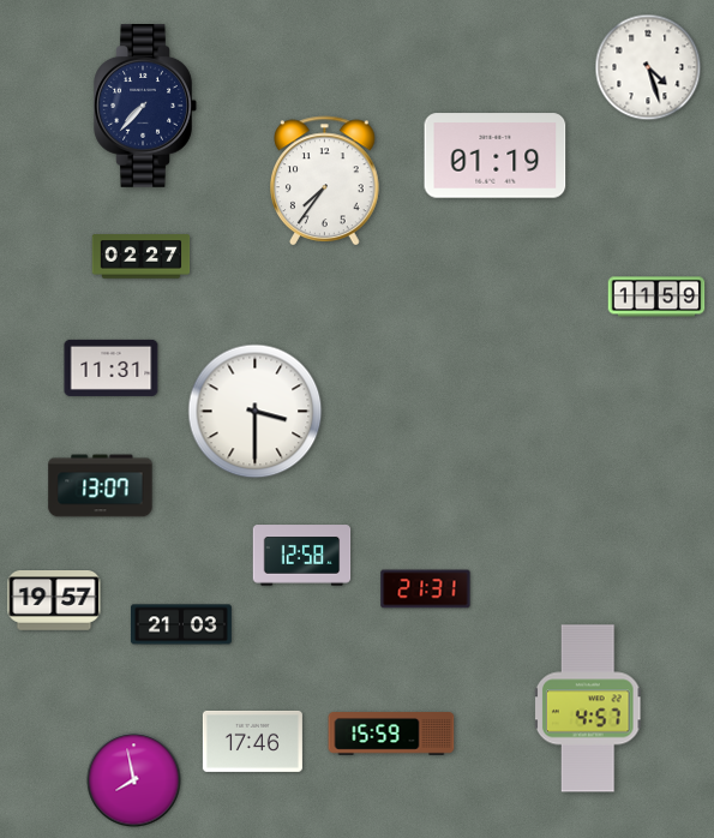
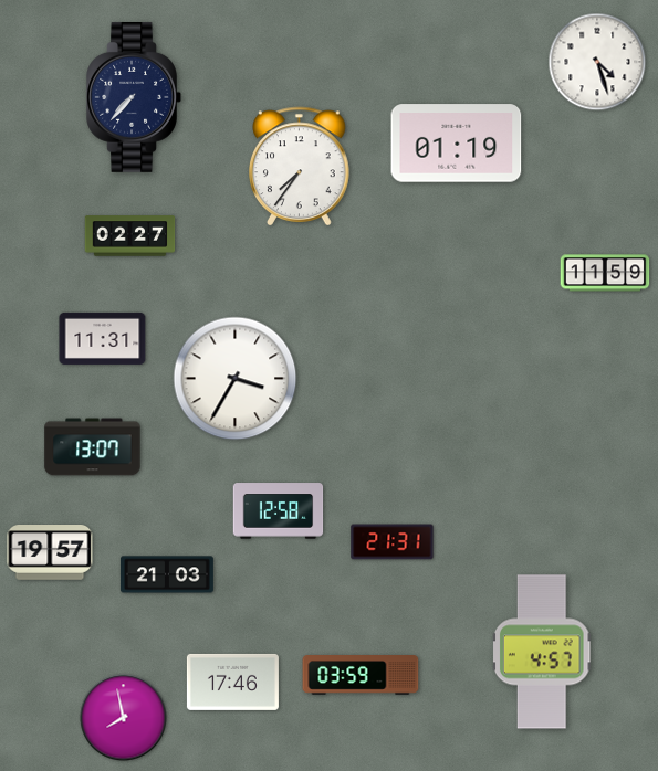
clock at (256, 412): 3:30 -> 3:35
clock at (391, 735): 15:59 -> 03:59
